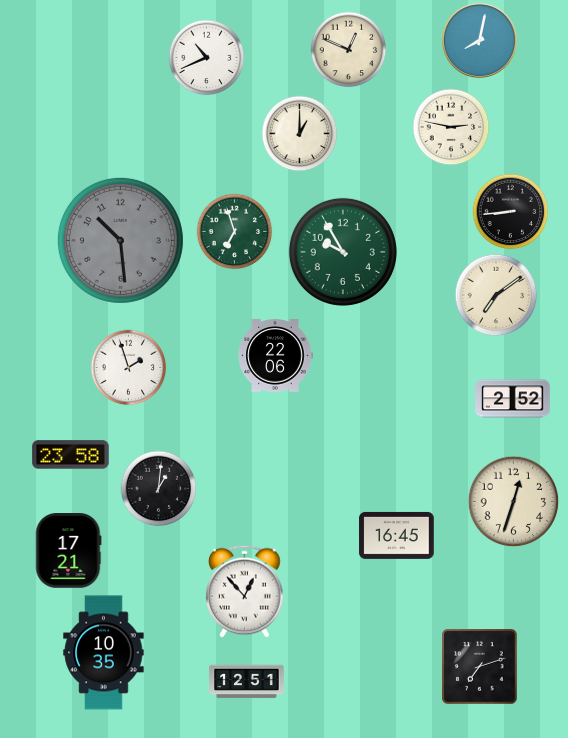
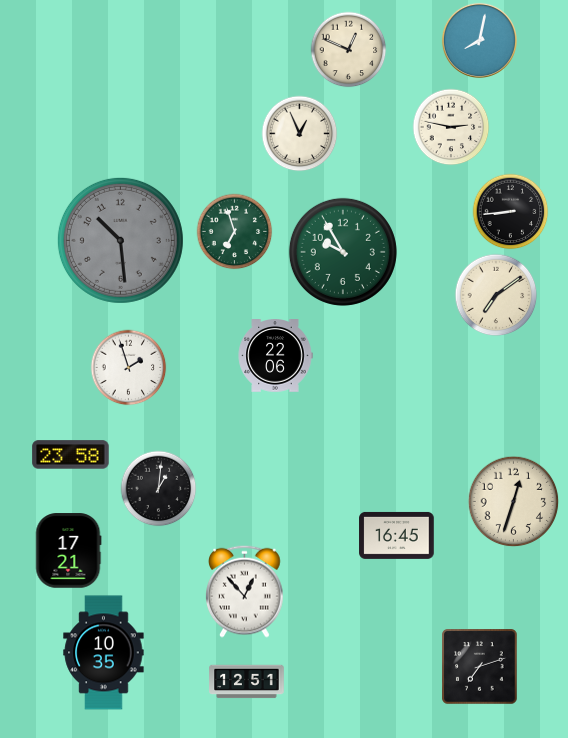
clock at (207, 58): 10:41 -> none
clock at (300, 134): 1:00 -> 12:56
clock at (513, 399): 2:52 -> none
